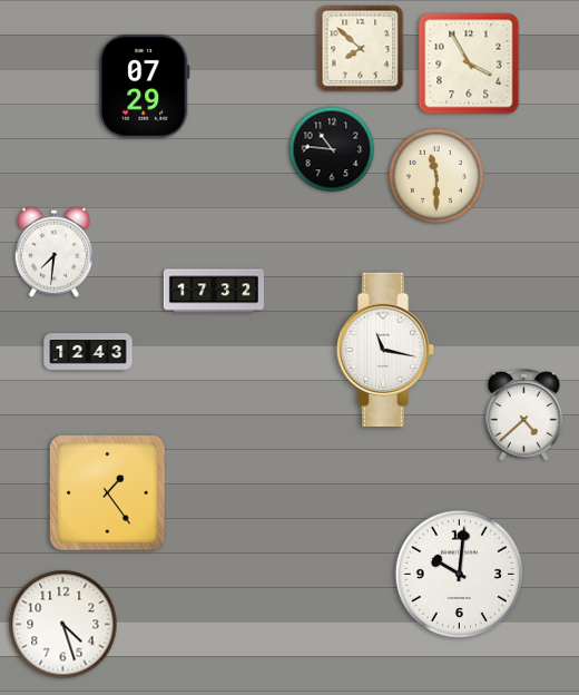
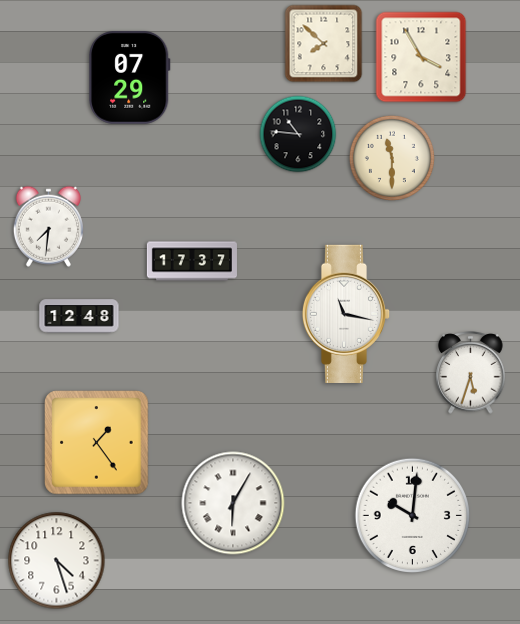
clock at (214, 291): 17:32 -> 17:37
clock at (88, 352): 12:43 -> 12:48
clock at (524, 415): 4:38 -> 5:33
clock at (233, 503): none -> 6:05
